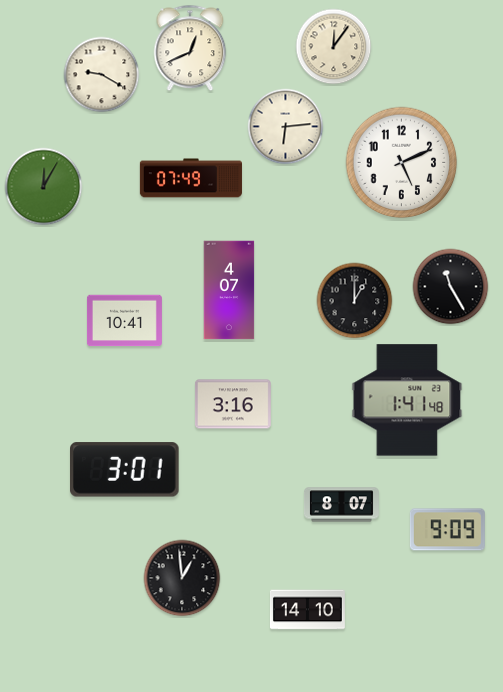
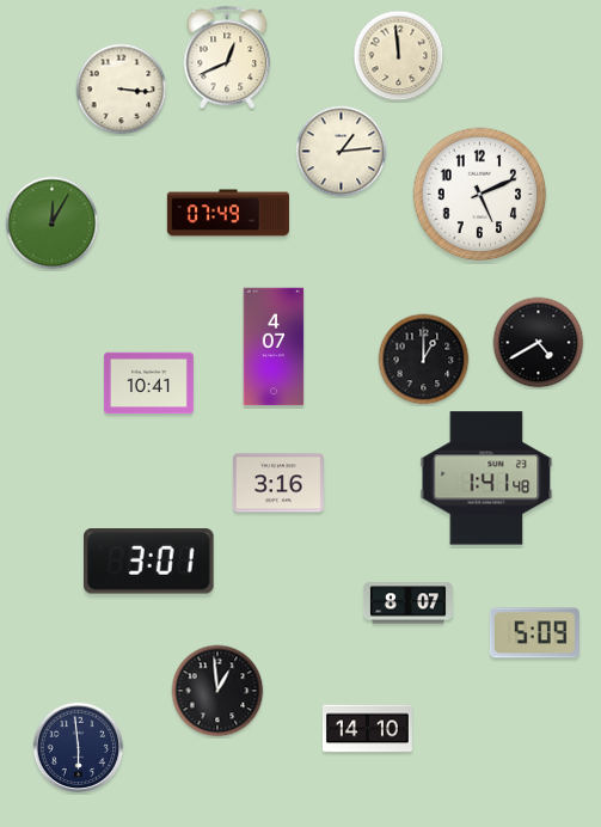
clock at (334, 47): 12:06 -> 11:59
clock at (102, 75): 9:20 -> 3:16
clock at (286, 127): 6:14 -> 1:14
clock at (451, 287): 11:25 -> 4:40
clock at (447, 530): 9:09 -> 5:09
clock at (79, 748): none -> 5:59
